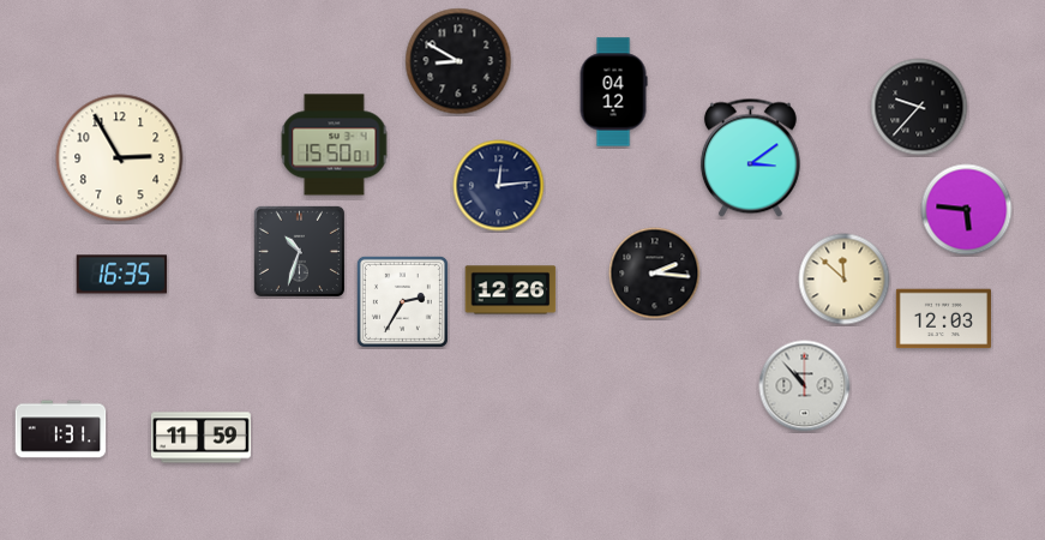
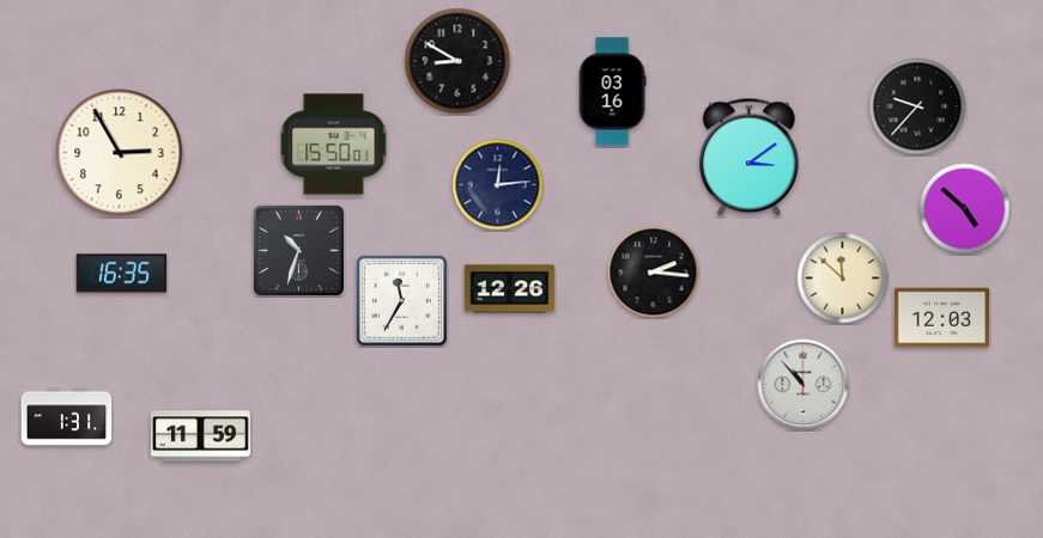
clock at (613, 92): 04:12 -> 03:16
clock at (120, 158) position: (120, 158) -> (120, 153)
clock at (967, 210): 5:46 -> 4:52
clock at (402, 301): 2:35 -> 11:35
clock at (61, 430) position: (61, 430) -> (67, 417)
